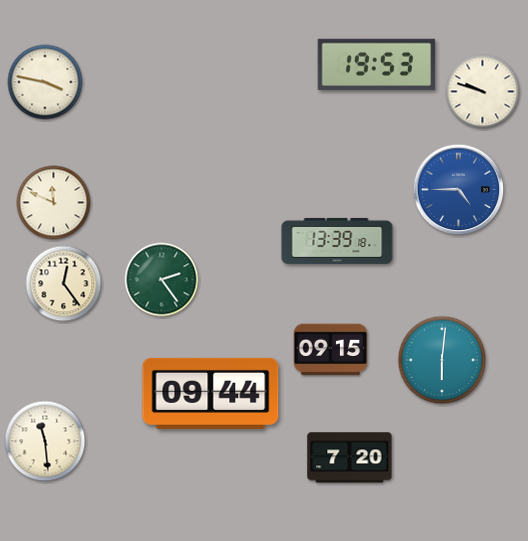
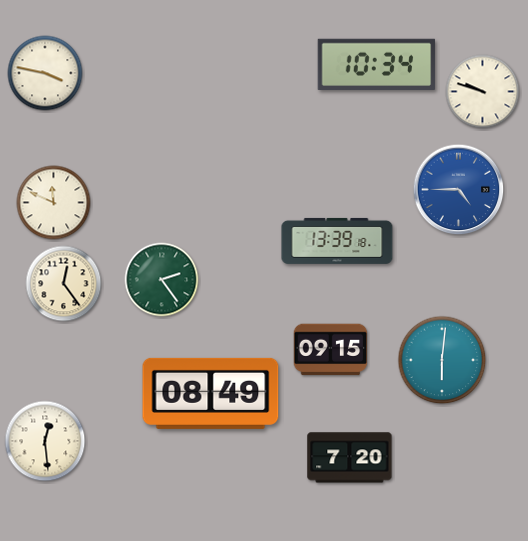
clock at (377, 64): 19:53 -> 10:34
clock at (45, 82) position: (45, 82) -> (45, 73)
clock at (211, 393): 09:44 -> 08:49
clock at (45, 441): 11:29 -> 12:29
